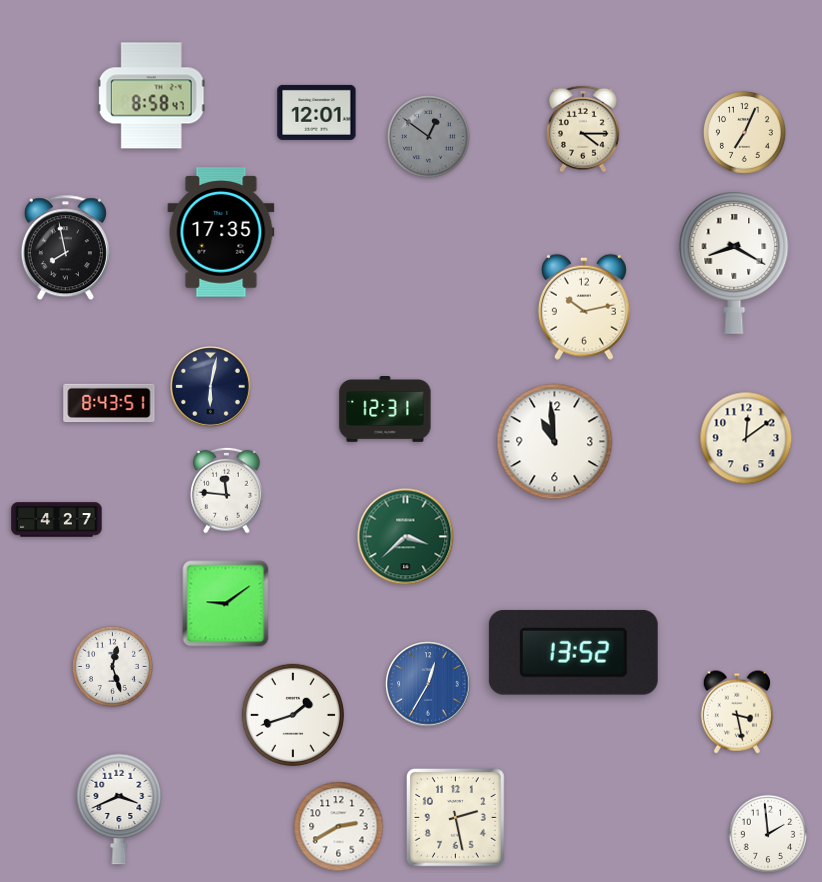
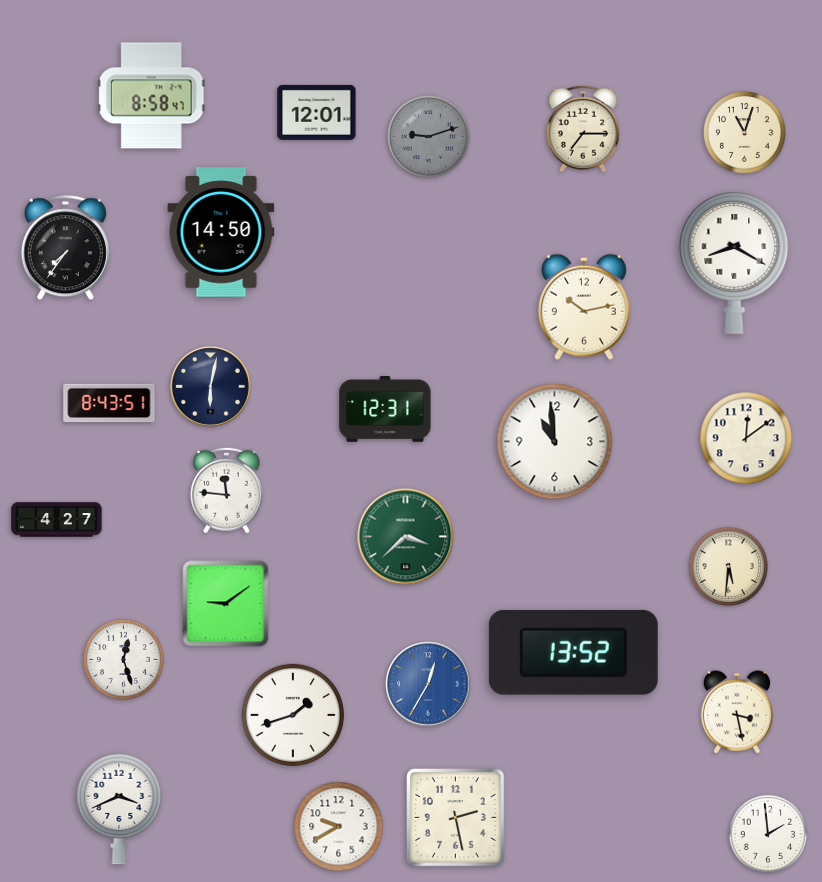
clock at (583, 129): 4:15 -> 7:15
clock at (744, 132): 7:04 -> 11:03
clock at (428, 136): 12:51 -> 9:12
clock at (221, 232): 17:35 -> 14:50
clock at (65, 248): 7:58 -> 7:36
clock at (729, 567): none -> 5:31
clock at (112, 666) position: (112, 666) -> (123, 659)
clock at (339, 827): 2:40 -> 9:40
